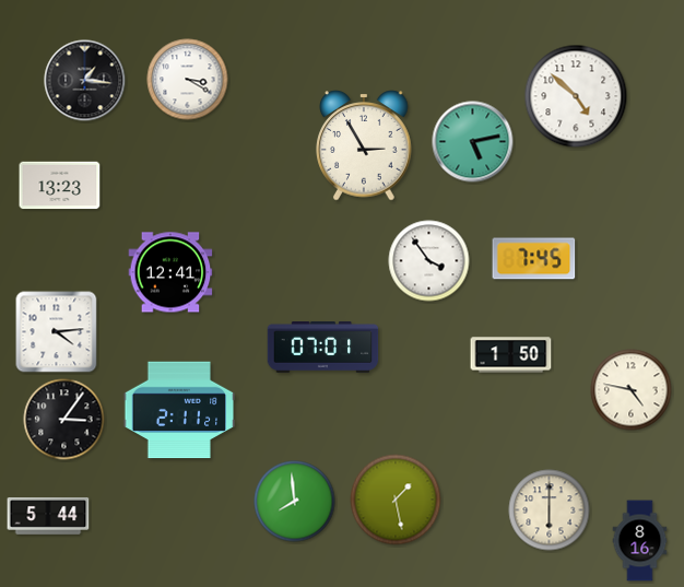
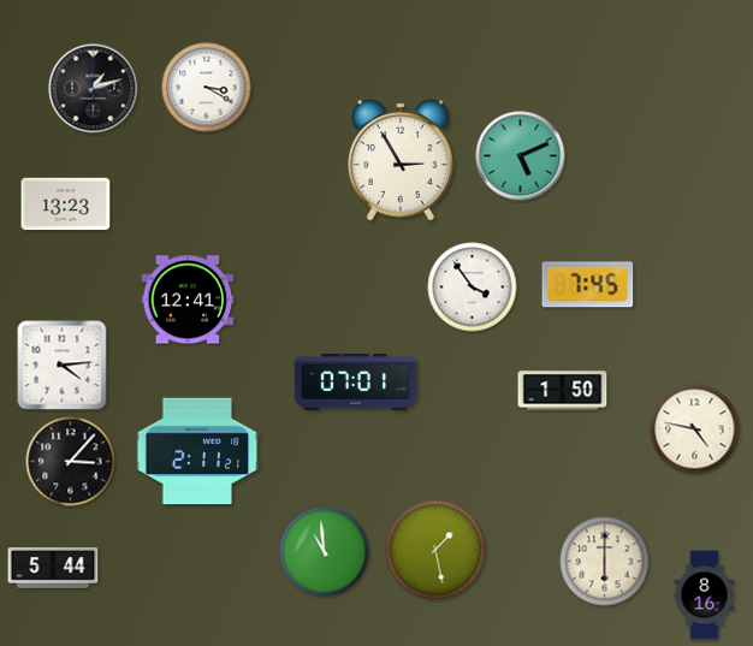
clock at (85, 81): 1:16 -> 1:12
clock at (576, 96): 4:52 -> none
clock at (473, 142): 5:13 -> 5:11
clock at (64, 420): 3:06 -> 3:07
clock at (295, 502): 7:59 -> 10:59
